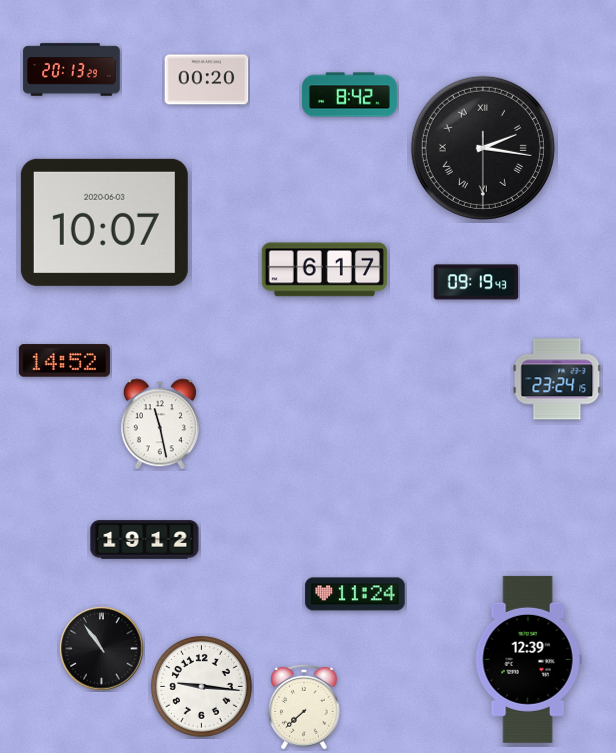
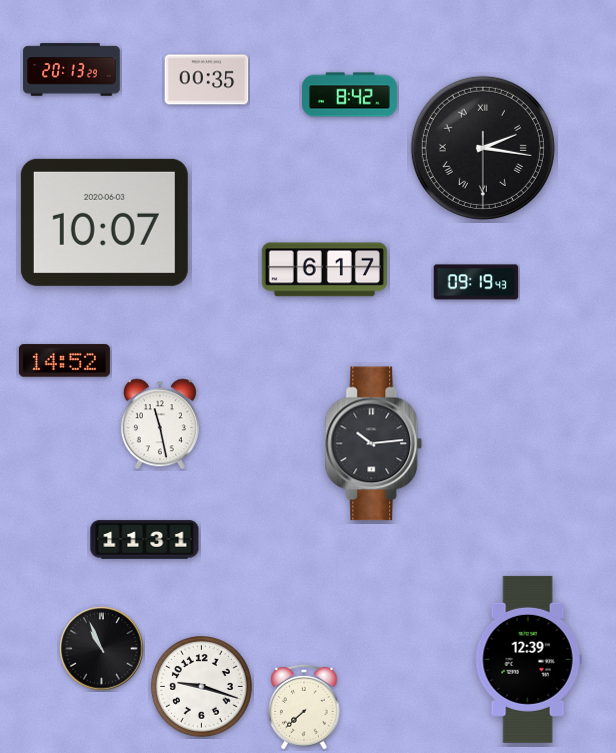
clock at (207, 80): 00:20 -> 00:35
clock at (557, 379): 23:24 -> none
clock at (374, 444): none -> 10:14
clock at (145, 540): 19:12 -> 11:31
clock at (355, 594): 11:24 -> none
clock at (102, 649): 10:54 -> 10:56
clock at (202, 687): 9:16 -> 9:18
